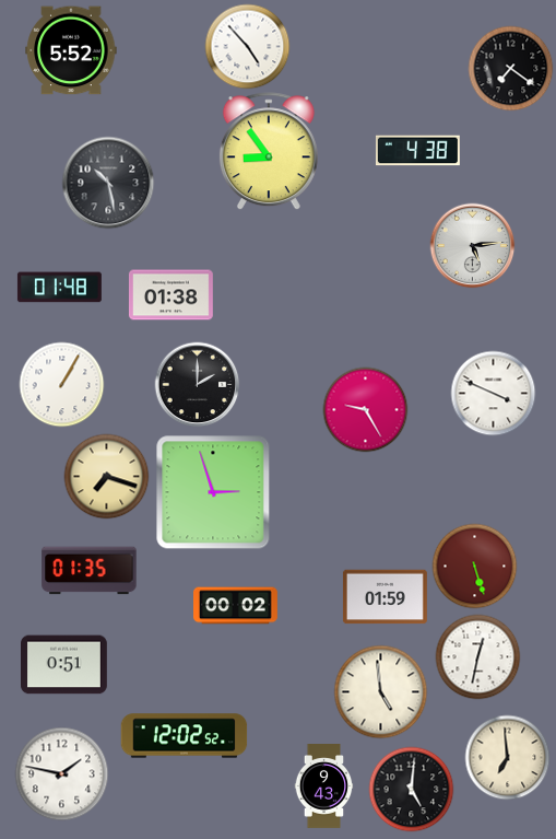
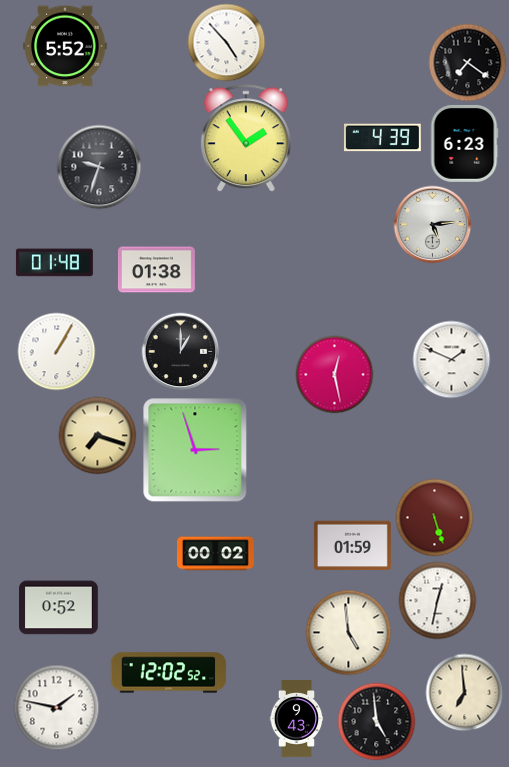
clock at (269, 151): 8:54 -> 1:54
clock at (417, 151): 4:38 -> 4:39
clock at (464, 143): none -> 6:23
clock at (108, 183): 10:28 -> 9:33
clock at (197, 384): 2:00 -> 1:00
clock at (493, 393): 3:49 -> 1:49
clock at (365, 409): 9:25 -> 12:28
clock at (90, 571): 01:35 -> none
clock at (64, 665): 0:51 -> 0:52
clock at (411, 789): 5:01 -> 4:59
